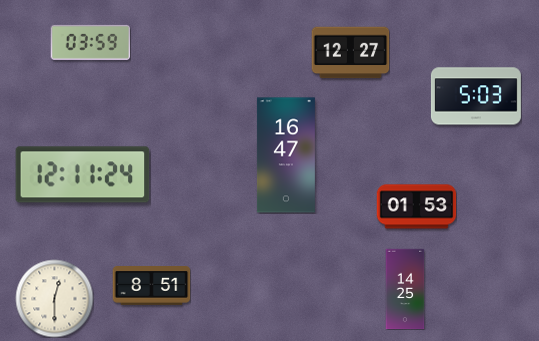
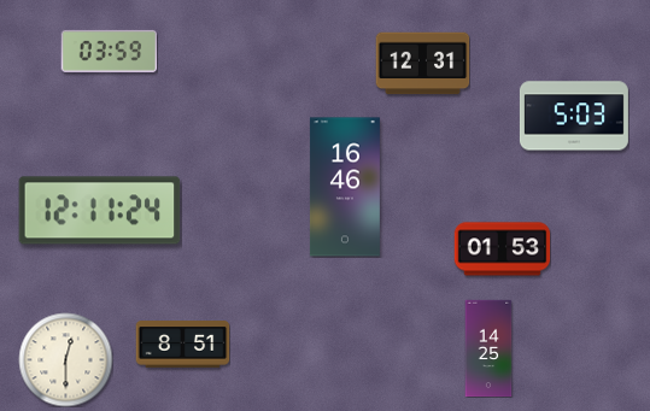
clock at (350, 53): 12:27 -> 12:31
clock at (286, 155): 16:47 -> 16:46
